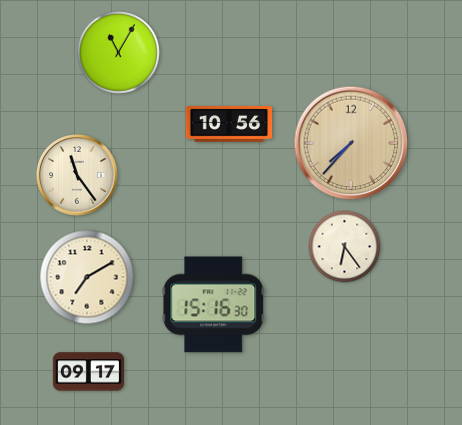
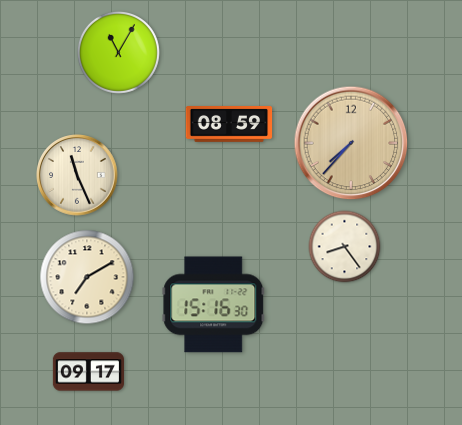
clock at (229, 125): 10:56 -> 08:59
clock at (77, 175): 11:24 -> 11:26
clock at (345, 247): 6:24 -> 8:24
